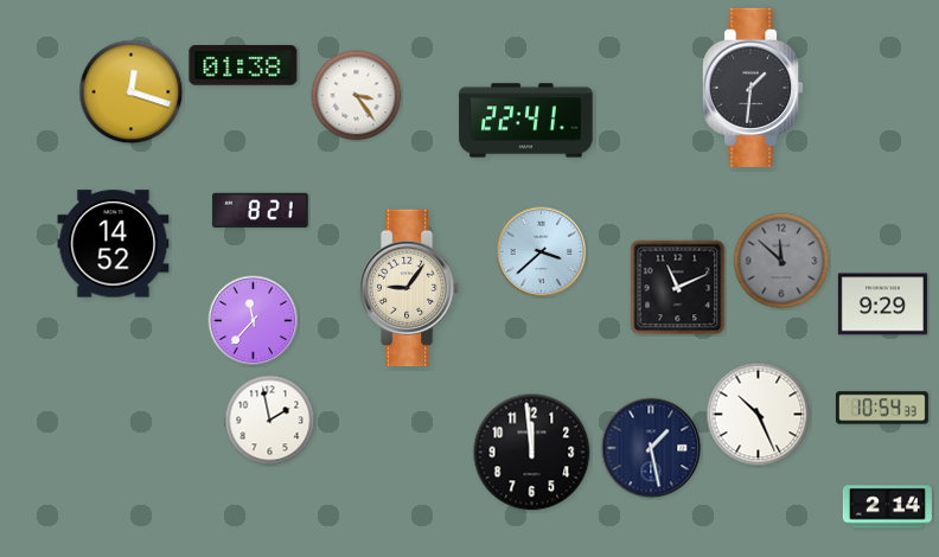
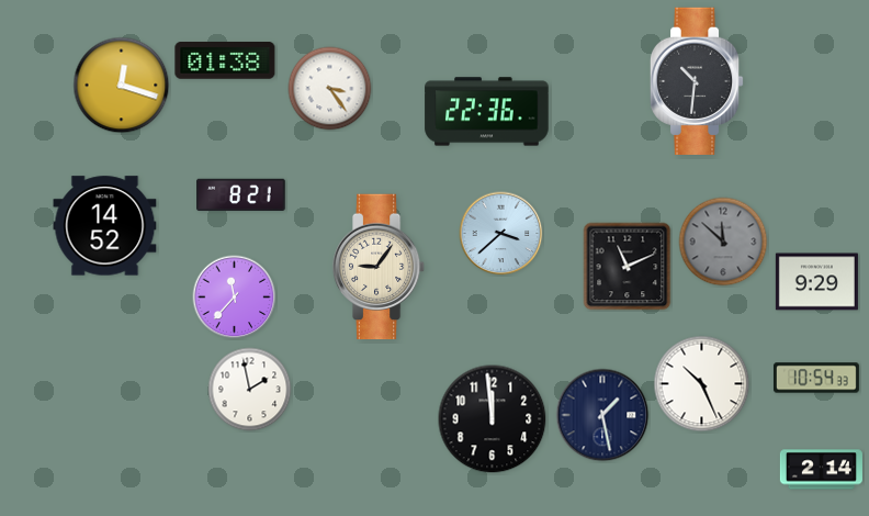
clock at (753, 88): 1:31 -> 10:31
clock at (526, 121): 22:41 -> 22:36
